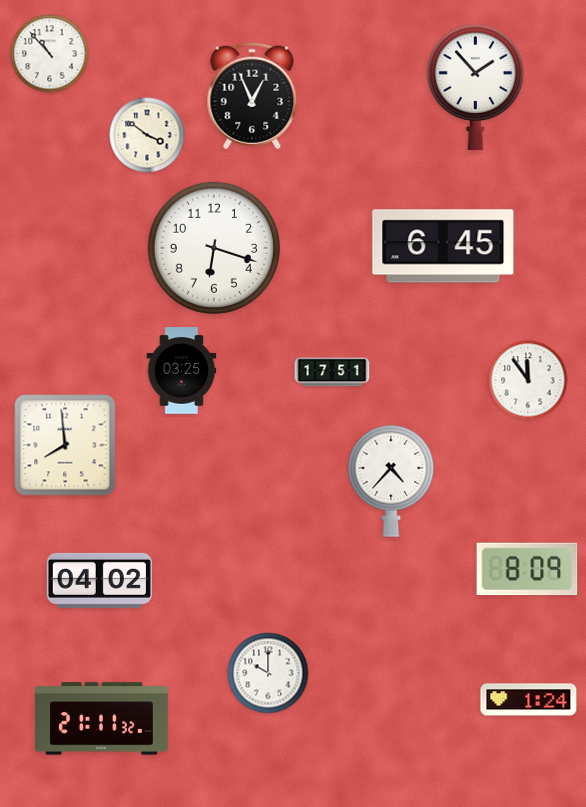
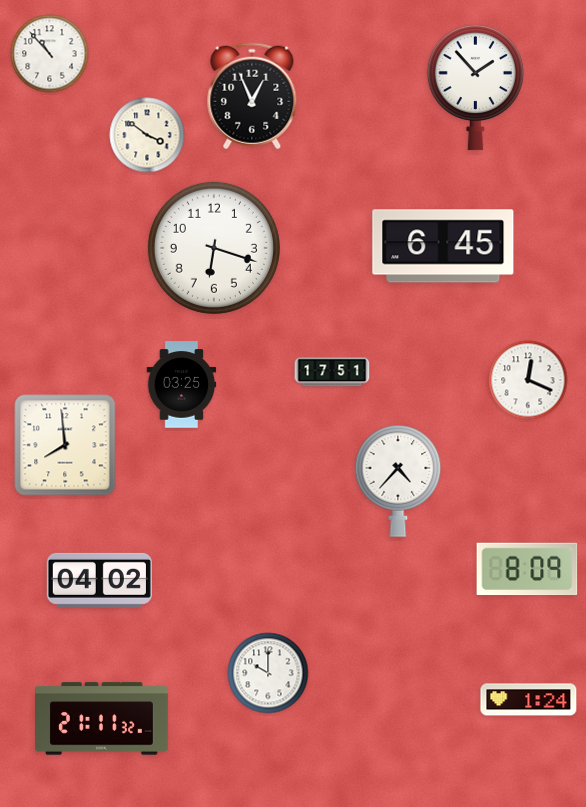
clock at (182, 371) position: (182, 371) -> (182, 385)
clock at (528, 380): 11:54 -> 12:19
clock at (391, 481) position: (391, 481) -> (398, 481)
